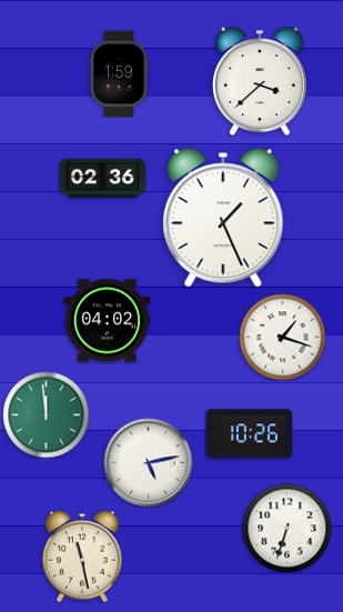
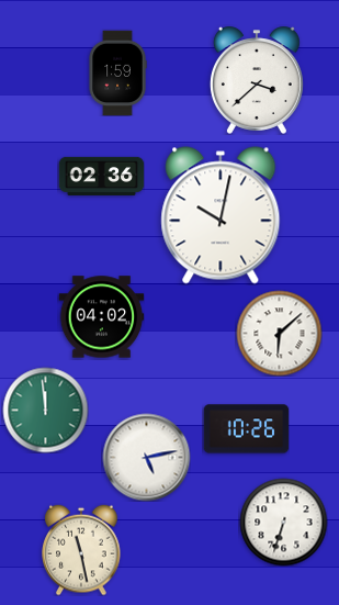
clock at (223, 218): 1:26 -> 10:02
clock at (107, 321) position: (107, 321) -> (101, 317)
clock at (282, 337): 1:18 -> 6:08
